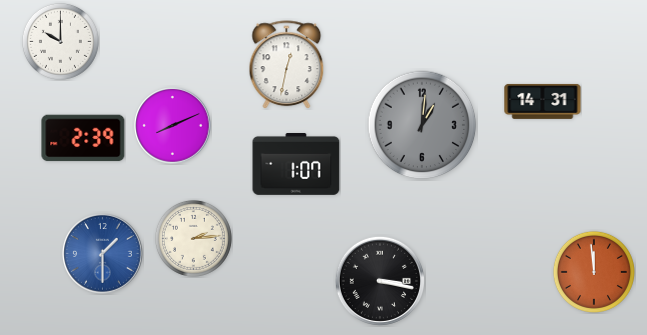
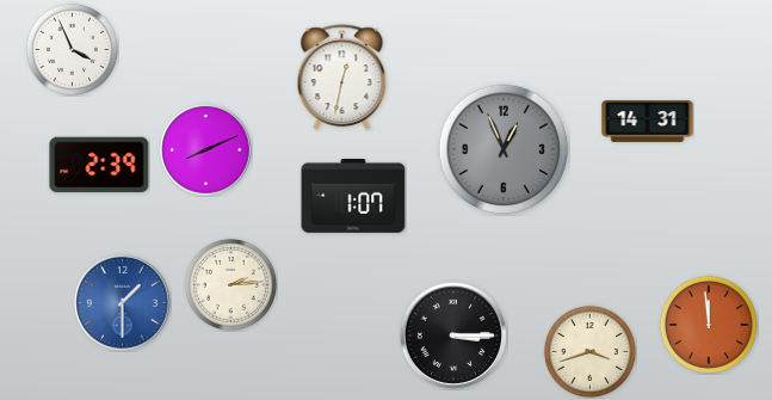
clock at (60, 41): 10:00 -> 3:56
clock at (422, 125): 1:01 -> 12:56
clock at (380, 281): 3:17 -> 3:15
clock at (589, 351): none -> 3:42
